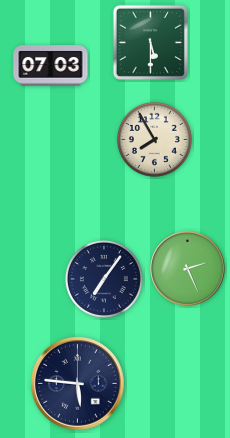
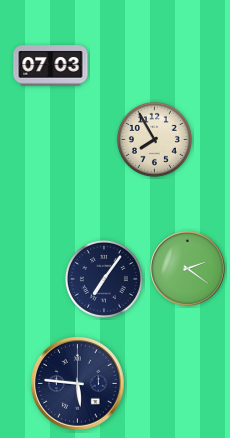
clock at (150, 42): 5:30 -> none
clock at (188, 269): 2:26 -> 2:21
